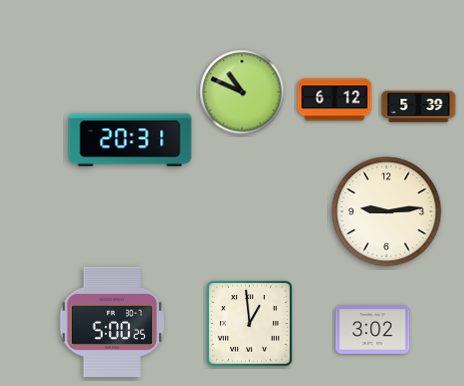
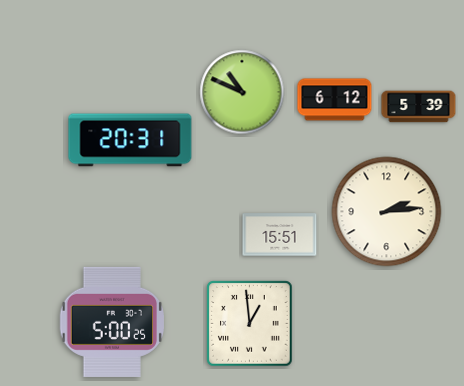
clock at (387, 212): 9:14 -> 2:14
clock at (280, 235): none -> 15:51
clock at (373, 330): 3:02 -> none
